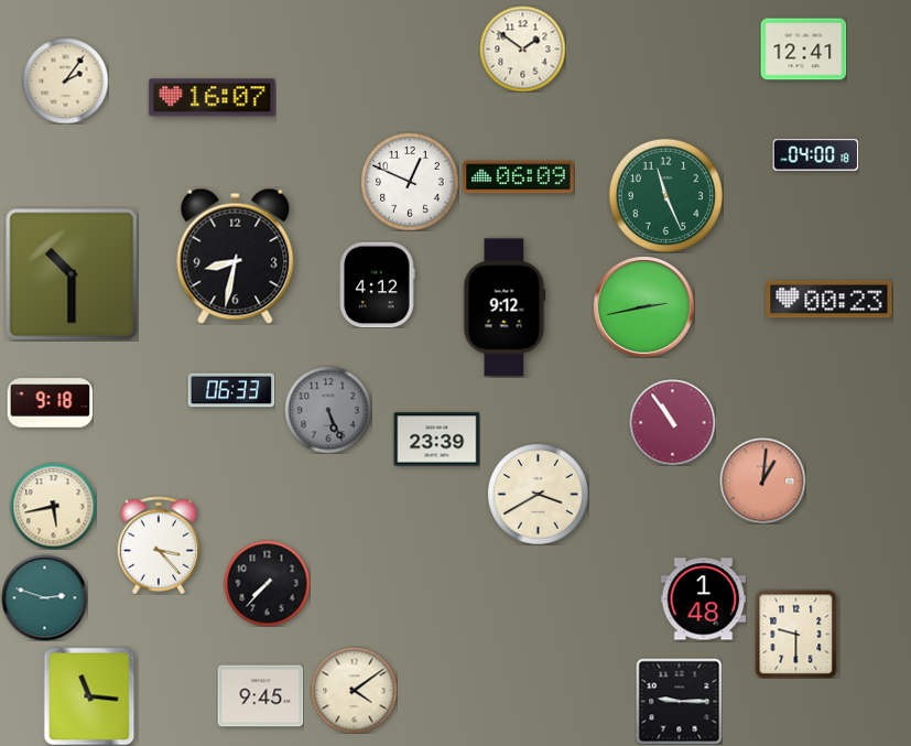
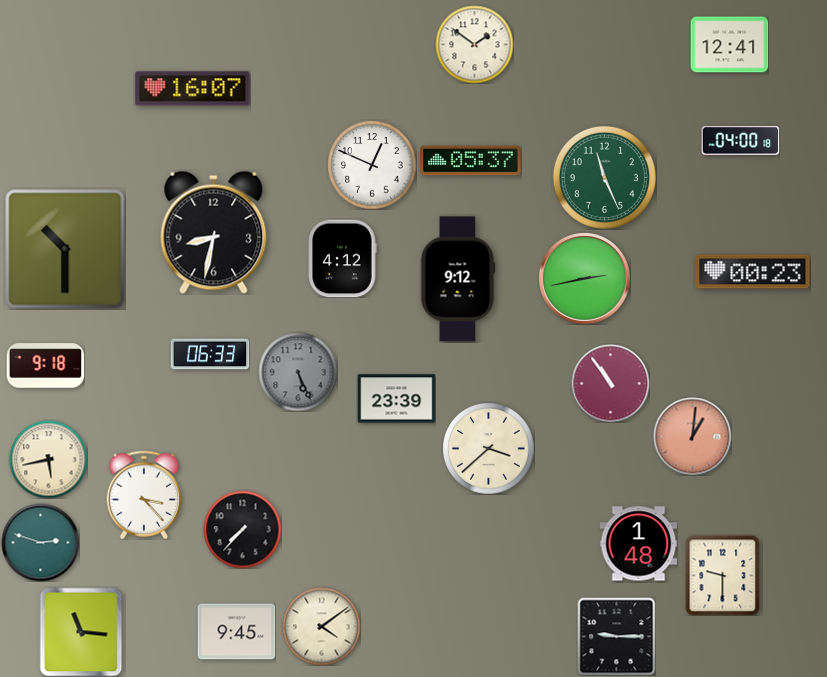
clock at (65, 80): 2:06 -> none
clock at (519, 177): 06:09 -> 05:37
clock at (538, 494): 3:40 -> 3:38
